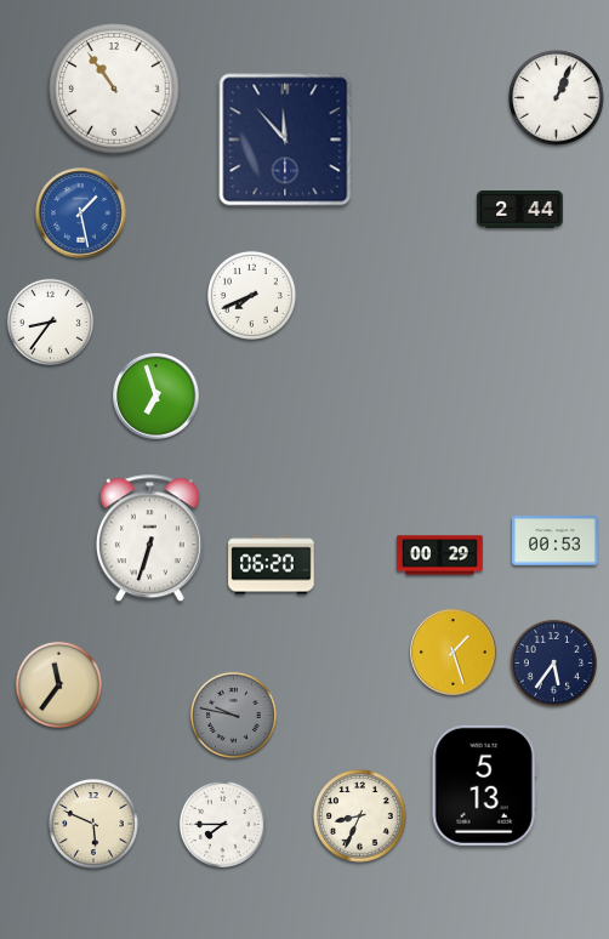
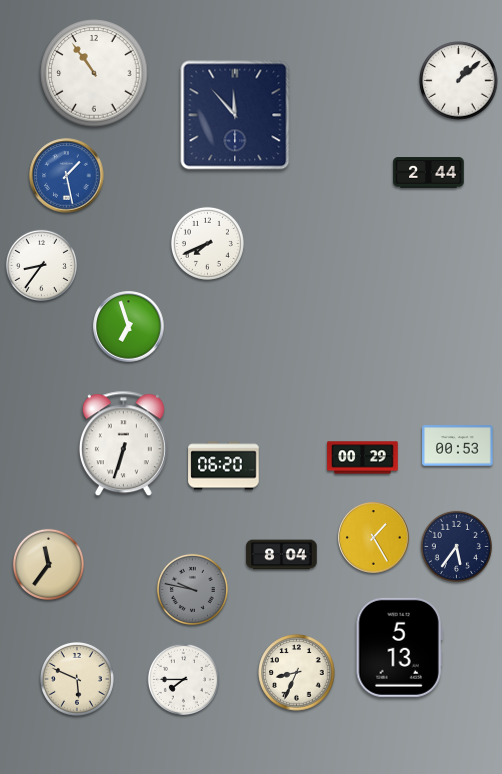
clock at (557, 98): 1:04 -> 1:08
clock at (454, 653): 1:27 -> 1:25
clock at (282, 555): none -> 8:04
